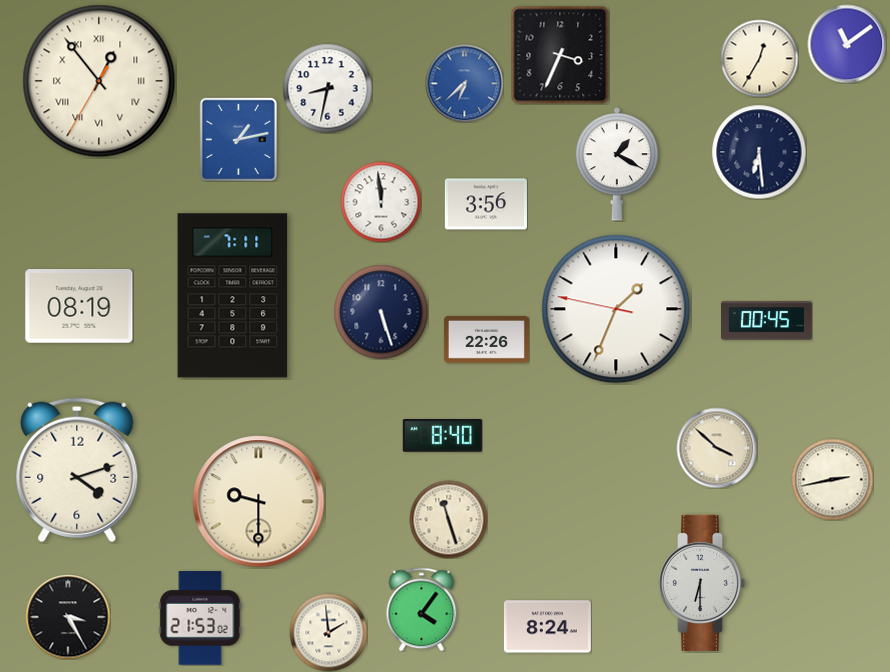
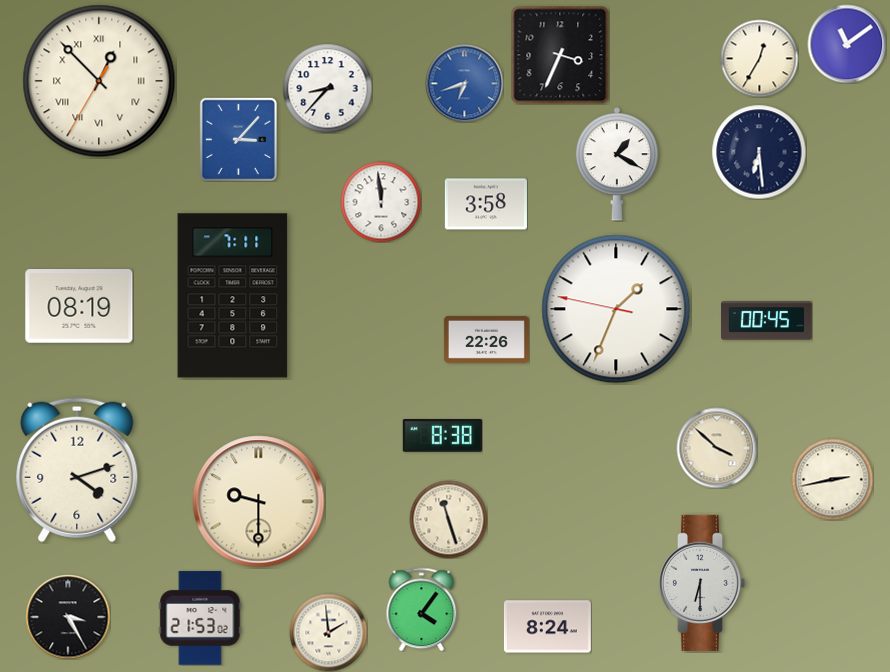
clock at (99, 81): 12:53 -> 12:52
clock at (464, 83): 6:38 -> 6:42
clock at (327, 88): 8:32 -> 8:37
clock at (238, 139): 1:13 -> 3:07
clock at (486, 204): 3:56 -> 3:58
clock at (381, 312): 5:27 -> none
clock at (442, 436): 8:40 -> 8:38
